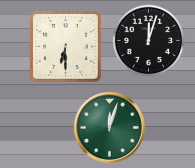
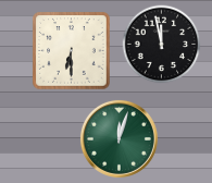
clock at (149, 41): 12:03 -> 11:58
